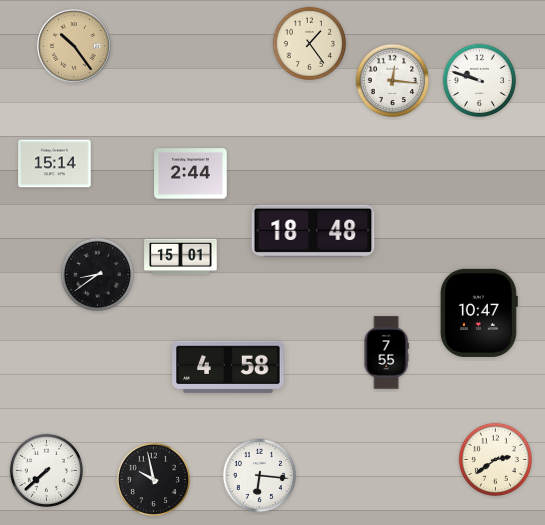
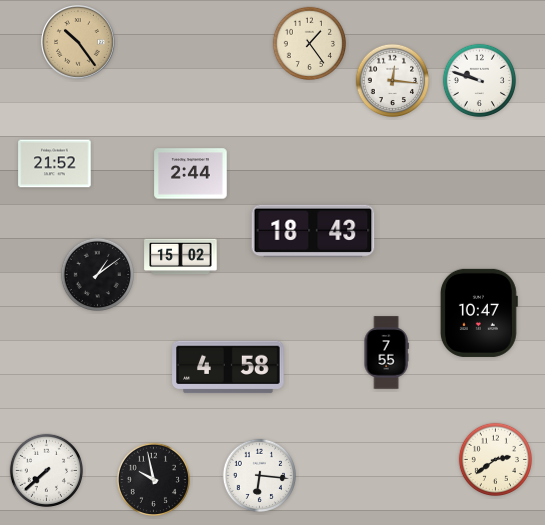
clock at (74, 46) position: (74, 46) -> (78, 42)
clock at (55, 164): 15:14 -> 21:52
clock at (313, 231): 18:48 -> 18:43
clock at (181, 257): 15:01 -> 15:02
clock at (97, 274): 8:39 -> 1:09
